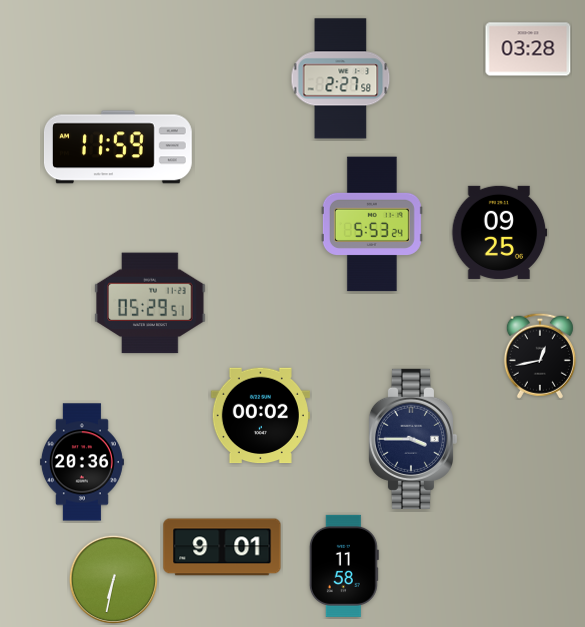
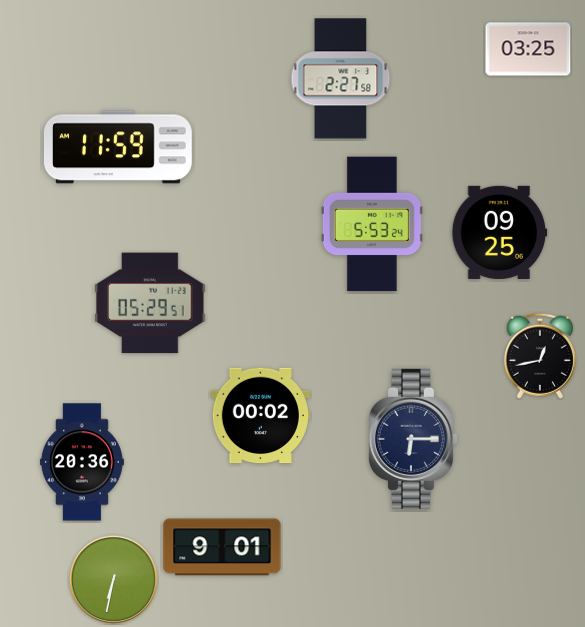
clock at (528, 49): 03:28 -> 03:25
clock at (412, 439): 3:45 -> 6:15
clock at (344, 566): 11:58 -> none
